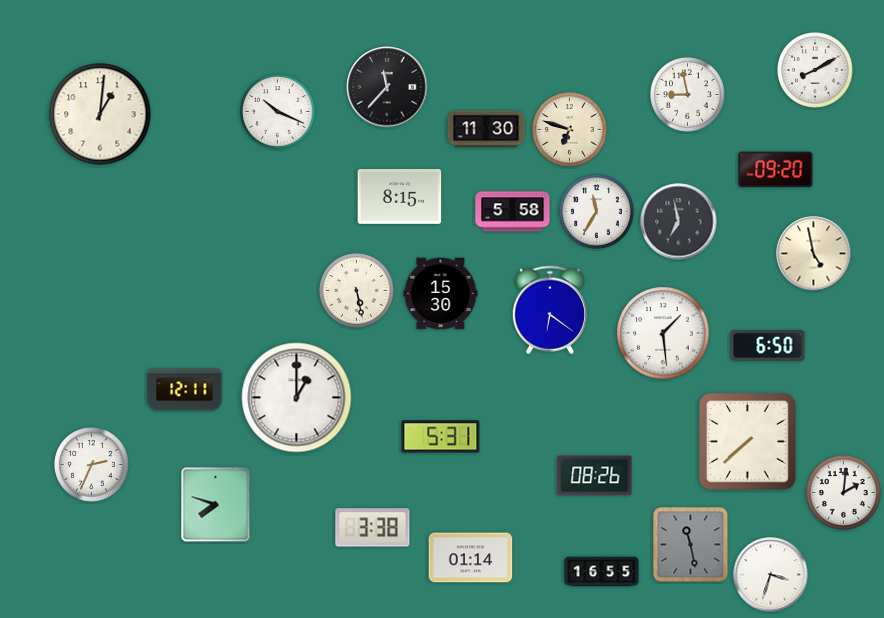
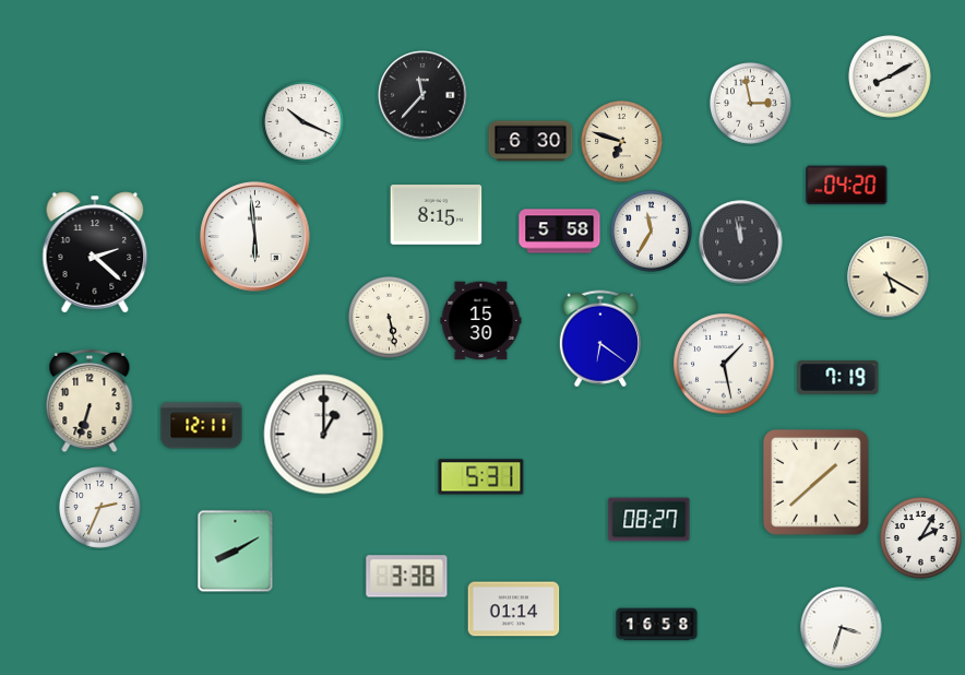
clock at (688, 95): 8:58 -> 2:58
clock at (100, 114): 1:01 -> none
clock at (486, 129): 11:30 -> 6:30
clock at (776, 170): 09:20 -> 04:20
clock at (255, 237): none -> 5:59
clock at (679, 222): 6:58 -> 11:58
clock at (95, 252): none -> 2:22
clock at (814, 254): 4:58 -> 5:20
clock at (663, 333): 1:29 -> 1:28
clock at (768, 346): 6:50 -> 7:19
clock at (90, 401): none -> 6:33
clock at (748, 442): 7:38 -> 1:38
clock at (595, 476): 08:26 -> 08:27
clock at (844, 493): 2:01 -> 2:05
clock at (216, 505): 7:48 -> 8:10
clock at (691, 545): 11:28 -> none
clock at (602, 572): 16:55 -> 16:58
